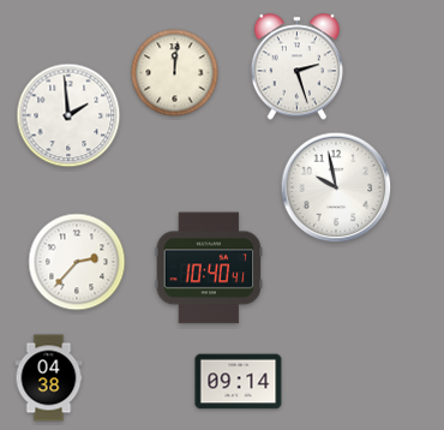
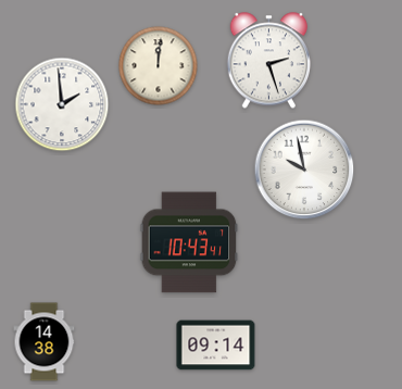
clock at (77, 262): 2:37 -> none
clock at (209, 268): 10:40 -> 10:43
clock at (49, 378): 04:38 -> 14:38
